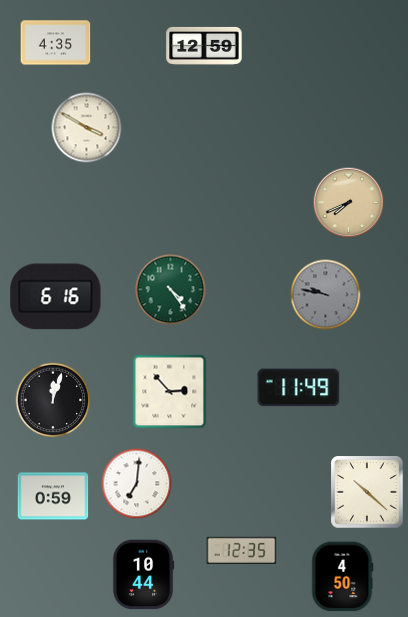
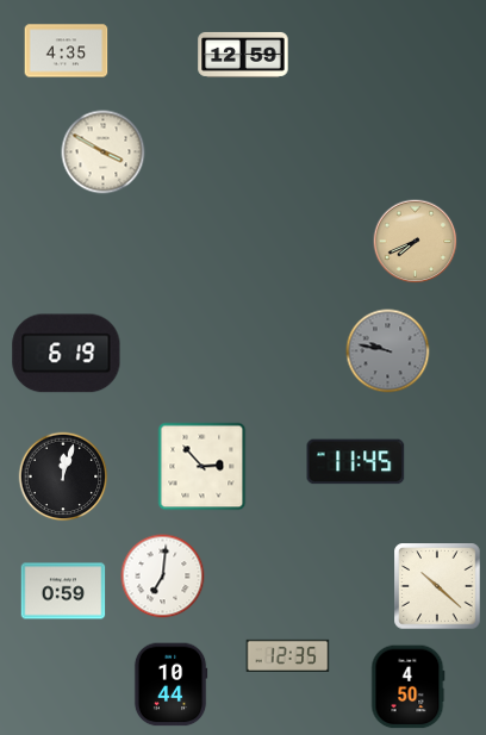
clock at (171, 290): 4:24 -> none
clock at (56, 297): 6:16 -> 6:19
clock at (299, 388): 11:49 -> 11:45
